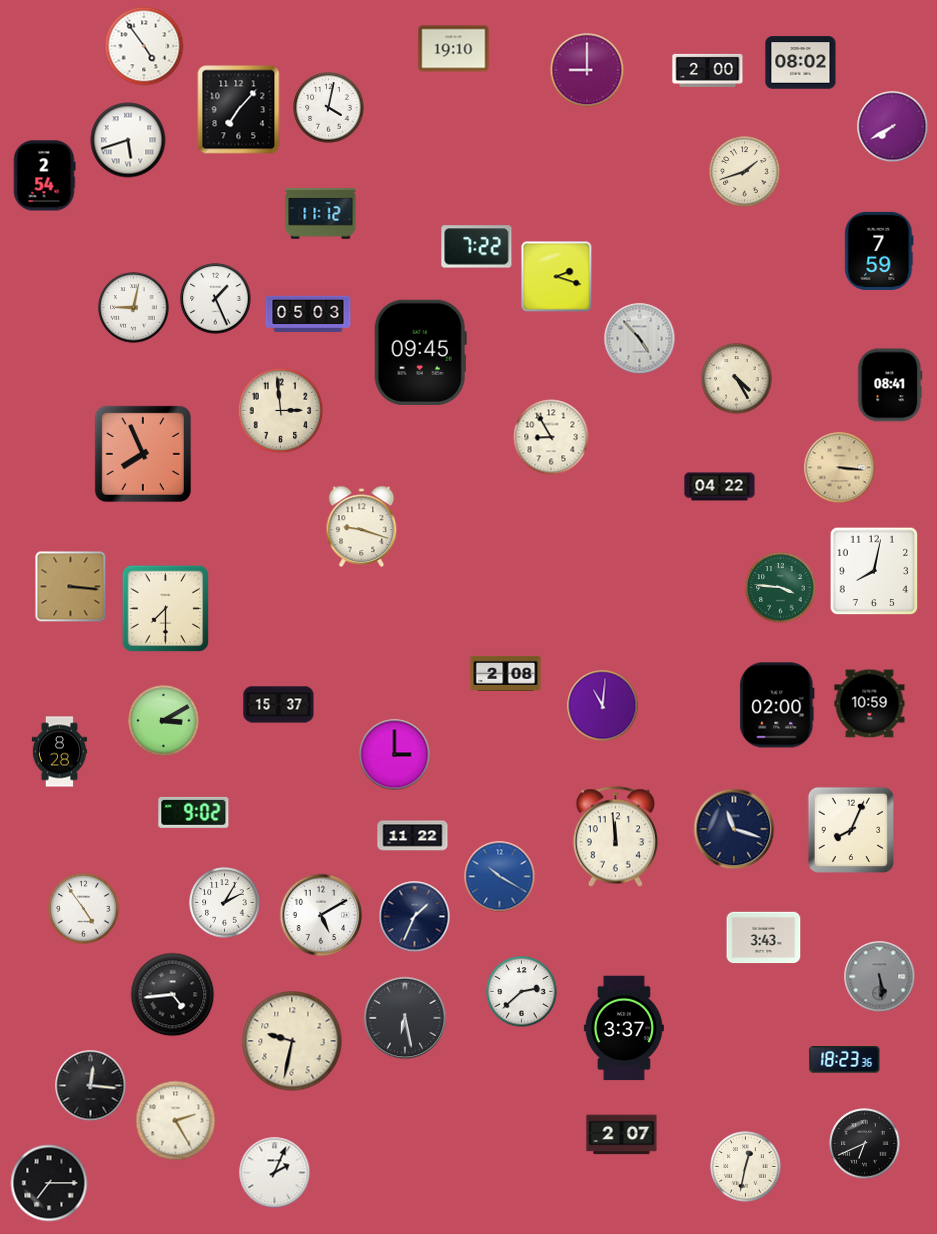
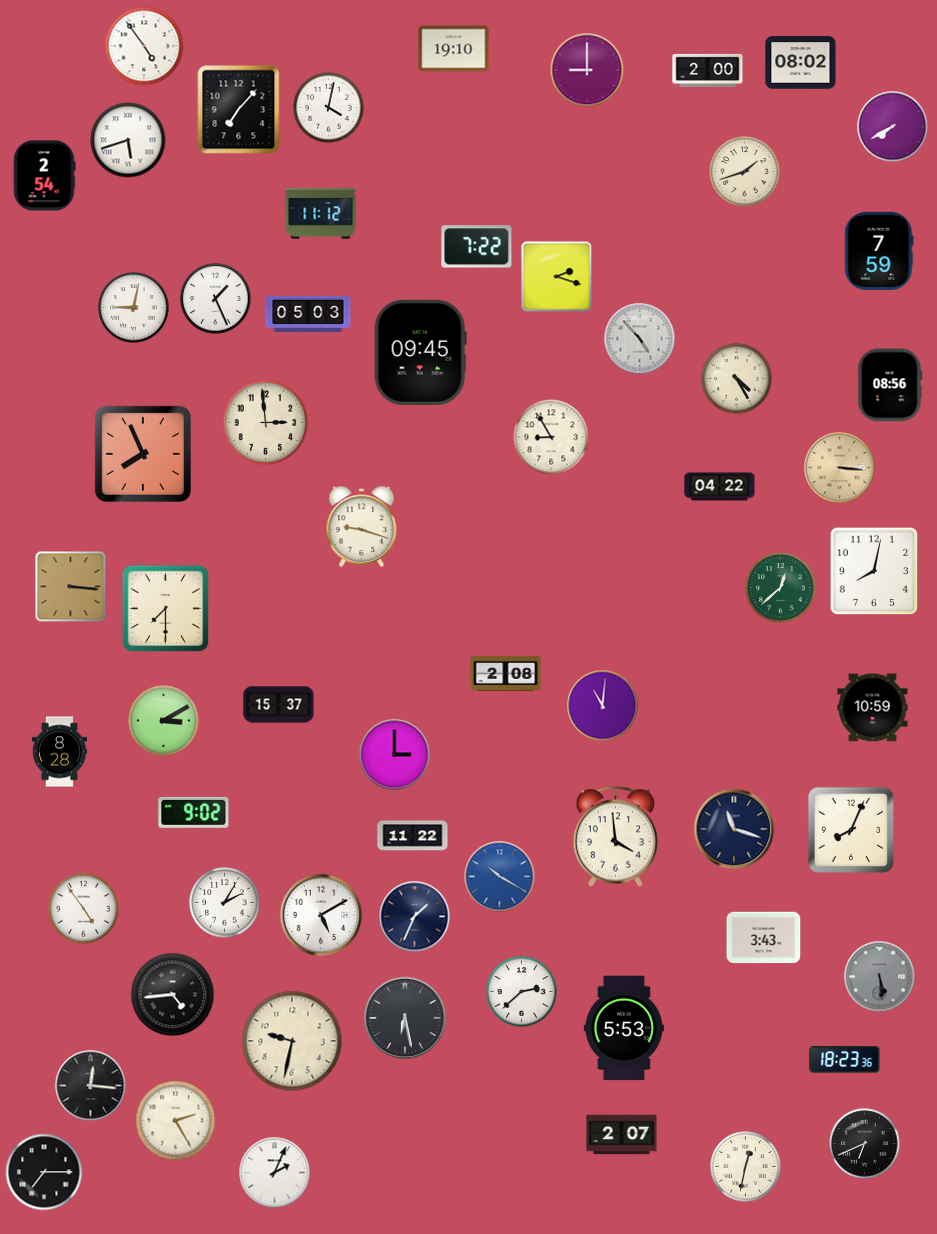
clock at (890, 385): 08:41 -> 08:56
clock at (281, 411) position: (281, 411) -> (266, 423)
clock at (781, 588): 3:46 -> 12:38
clock at (870, 704) position: (870, 704) -> (873, 708)
clock at (777, 705): 02:00 -> none
clock at (615, 837): 11:59 -> 3:59
clock at (624, 1028): 3:37 -> 5:53
clock at (49, 1183) position: (49, 1183) -> (44, 1172)
